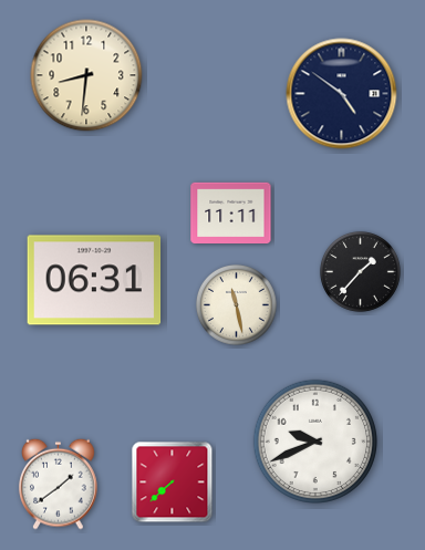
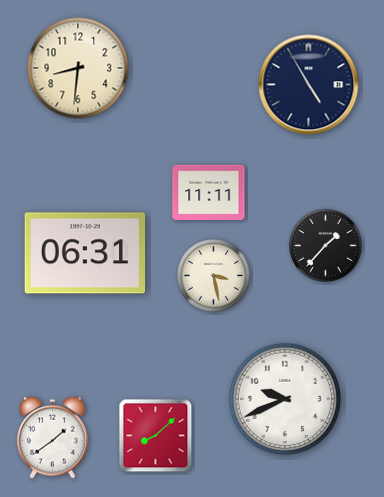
clock at (342, 94): 4:51 -> 4:55
clock at (236, 304): 11:28 -> 3:28
clock at (173, 482): 7:38 -> 8:08
